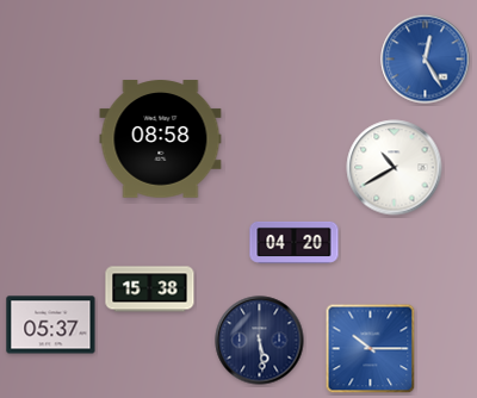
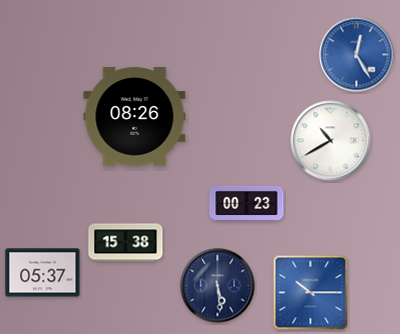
clock at (426, 60) position: (426, 60) -> (357, 55)
clock at (161, 139): 08:58 -> 08:26
clock at (295, 242): 04:20 -> 00:23
